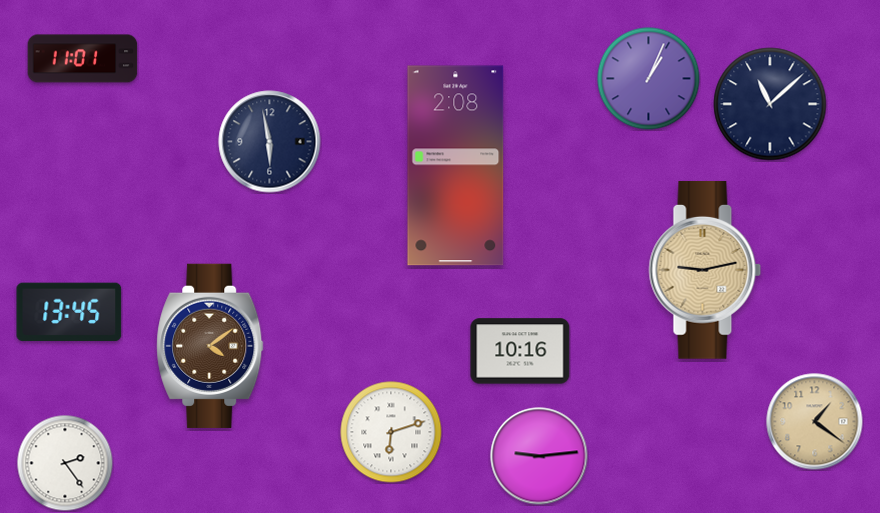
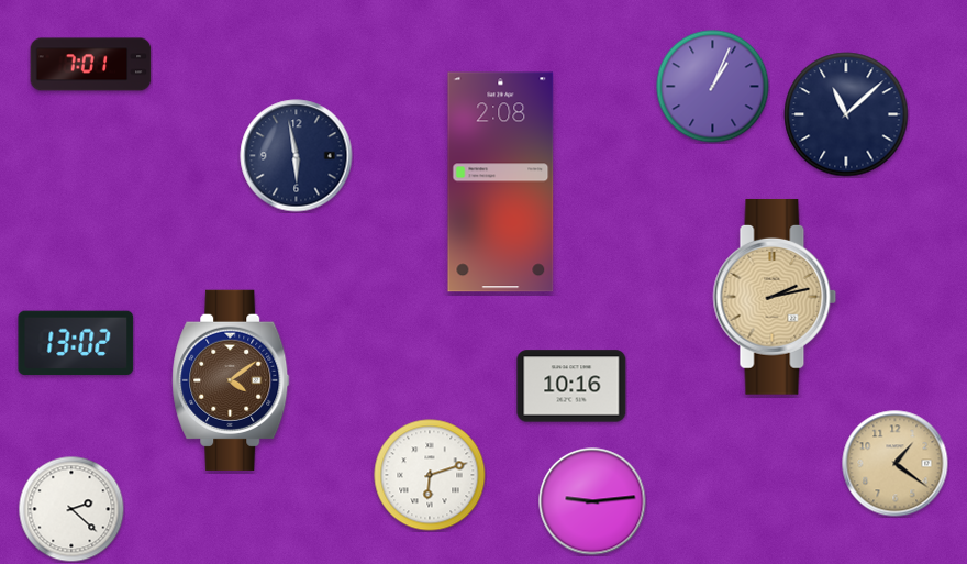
clock at (83, 59): 11:01 -> 7:01
clock at (705, 271): 9:13 -> 2:13
clock at (69, 312): 13:45 -> 13:02
clock at (65, 463): 2:24 -> 2:22
